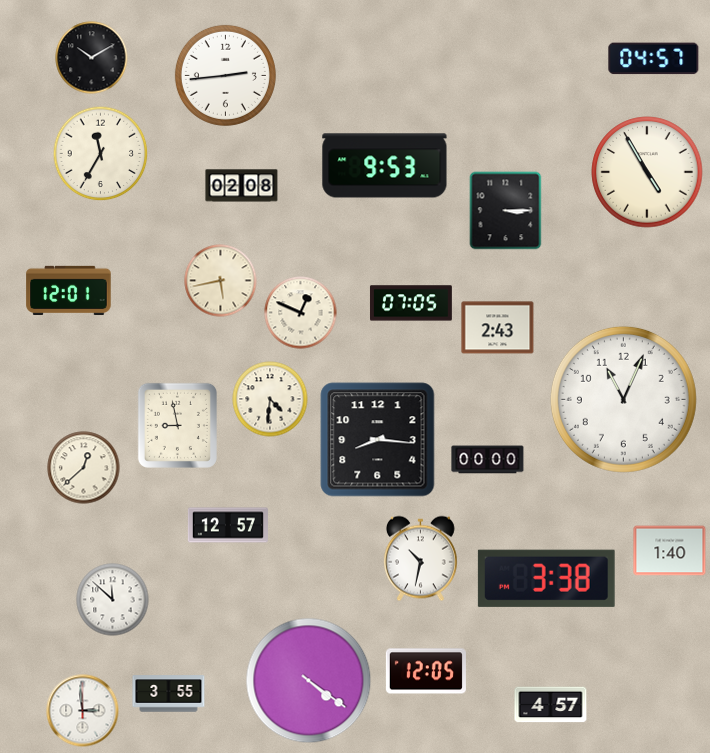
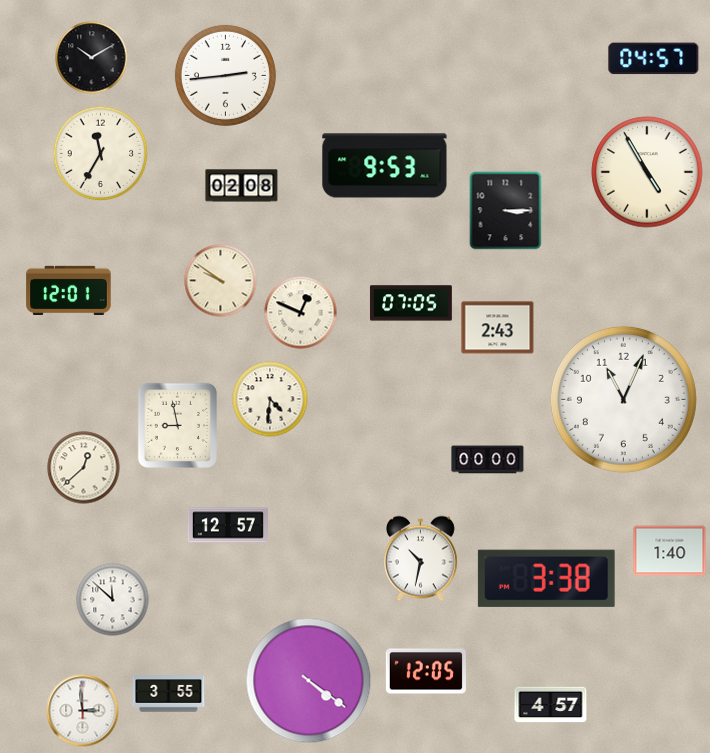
clock at (221, 281): 5:43 -> 9:51
clock at (378, 440): 8:16 -> none
